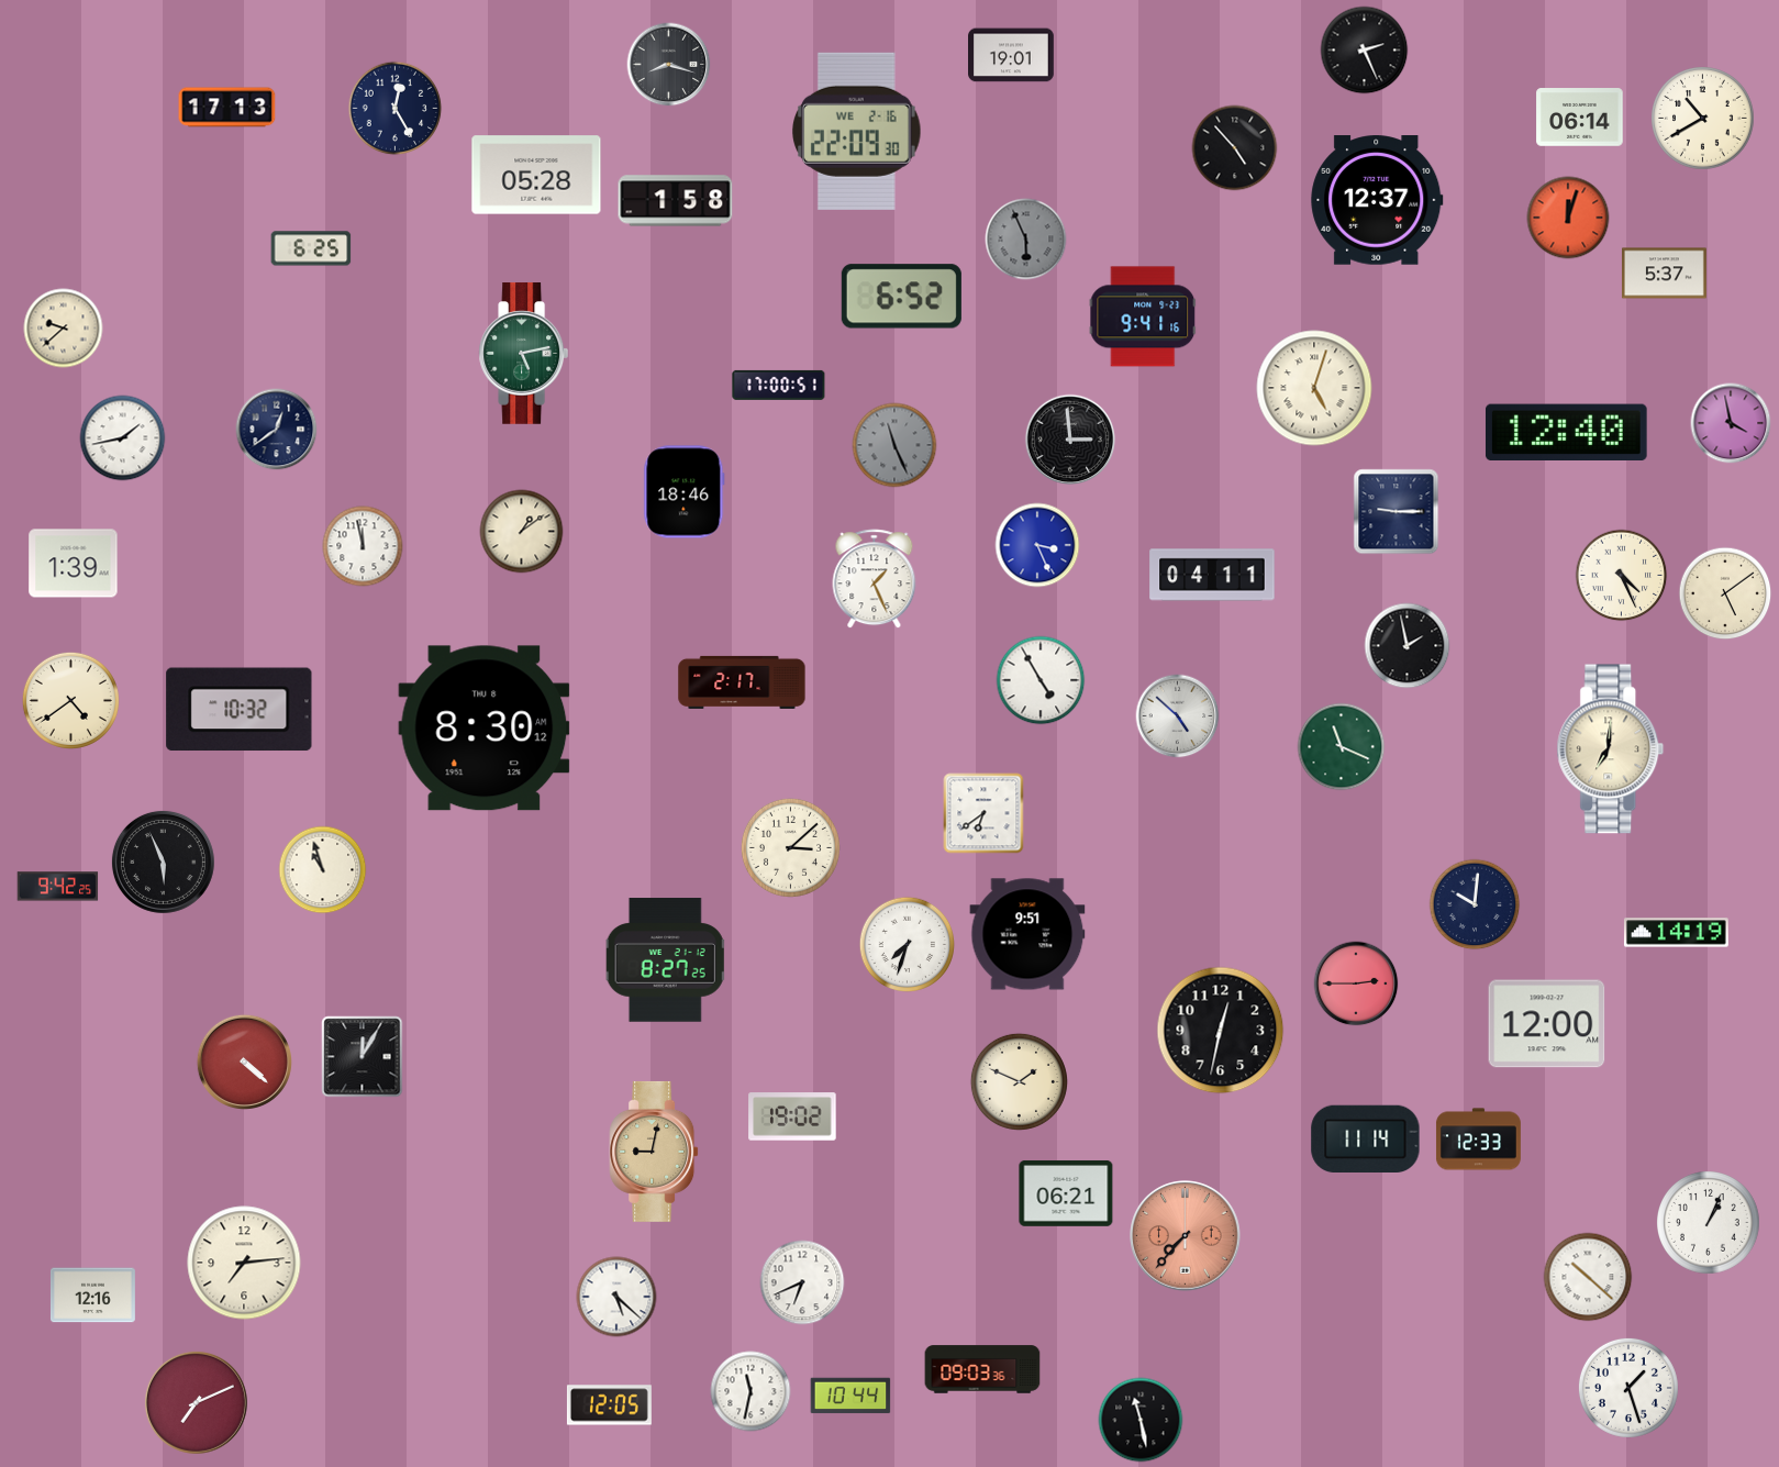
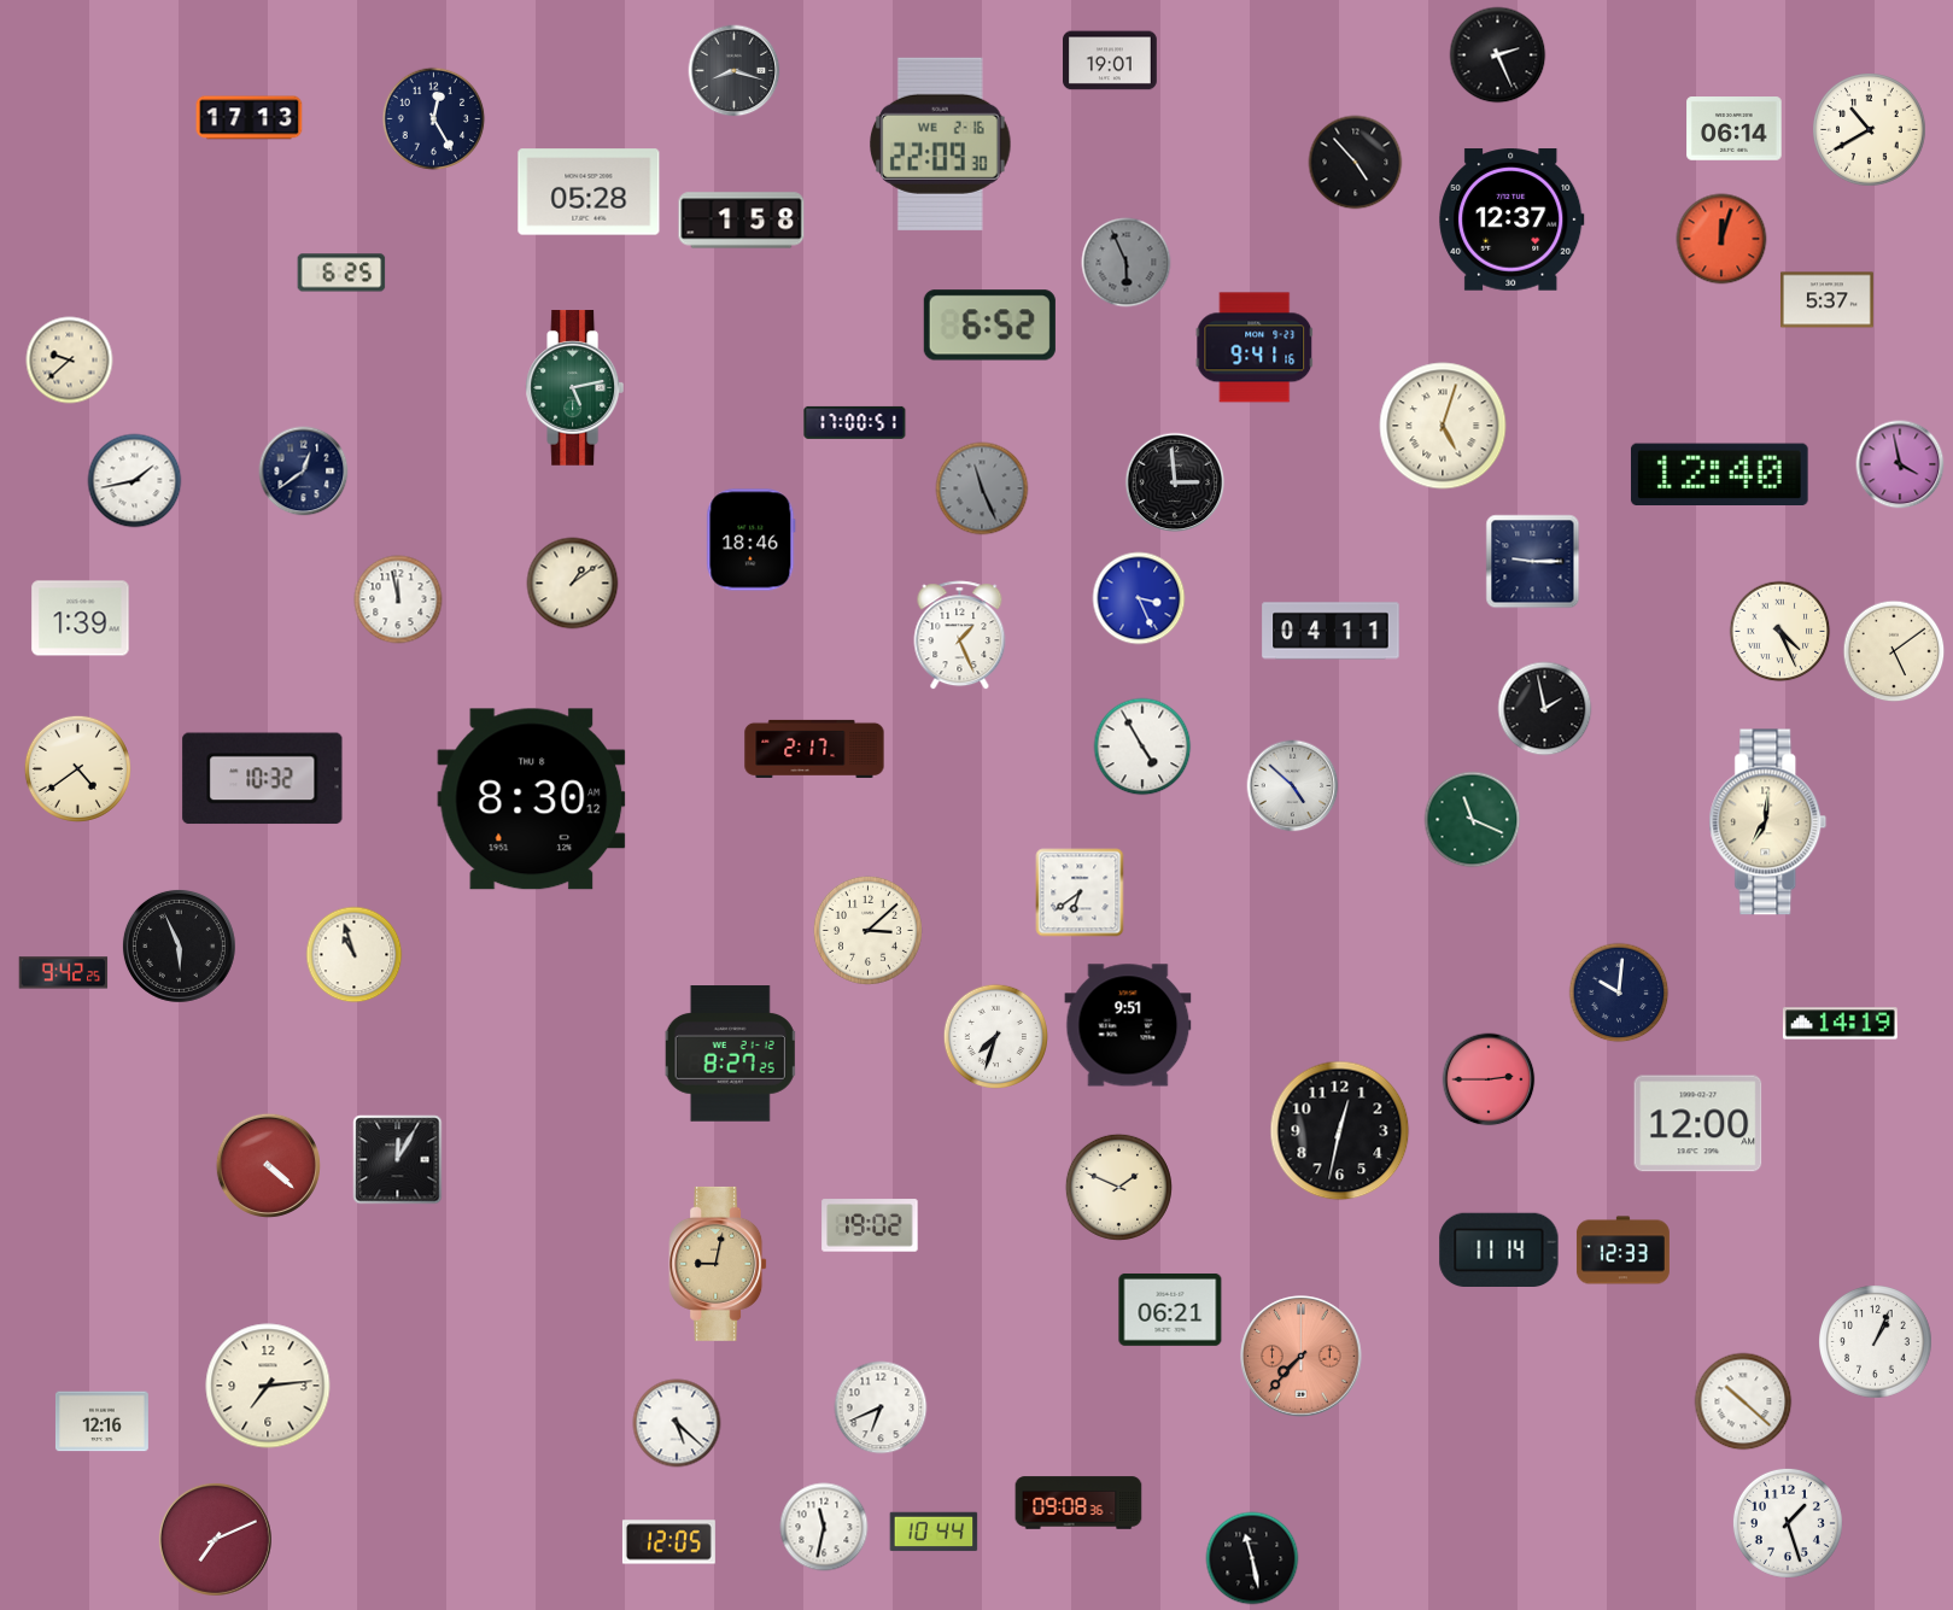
clock at (982, 1369): 09:03 -> 09:08
